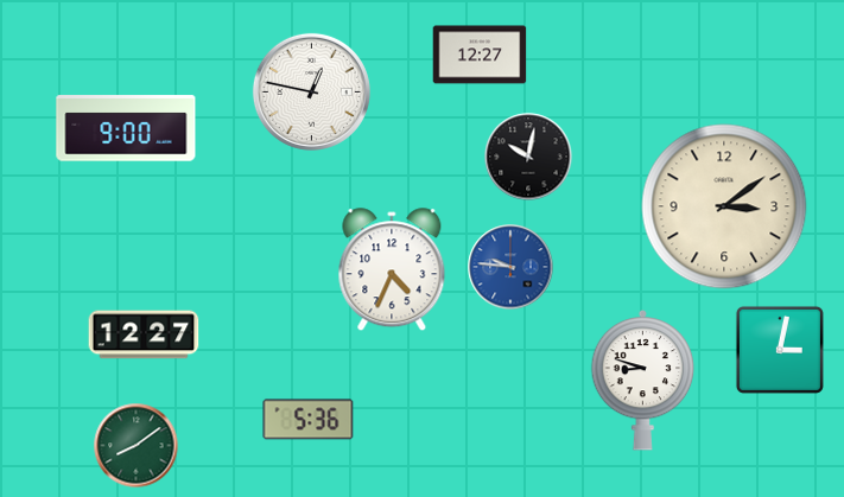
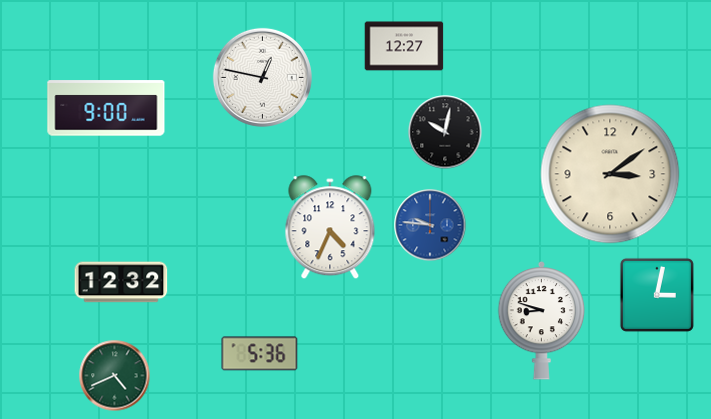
clock at (144, 334): 12:27 -> 12:32
clock at (137, 446): 8:09 -> 4:41
